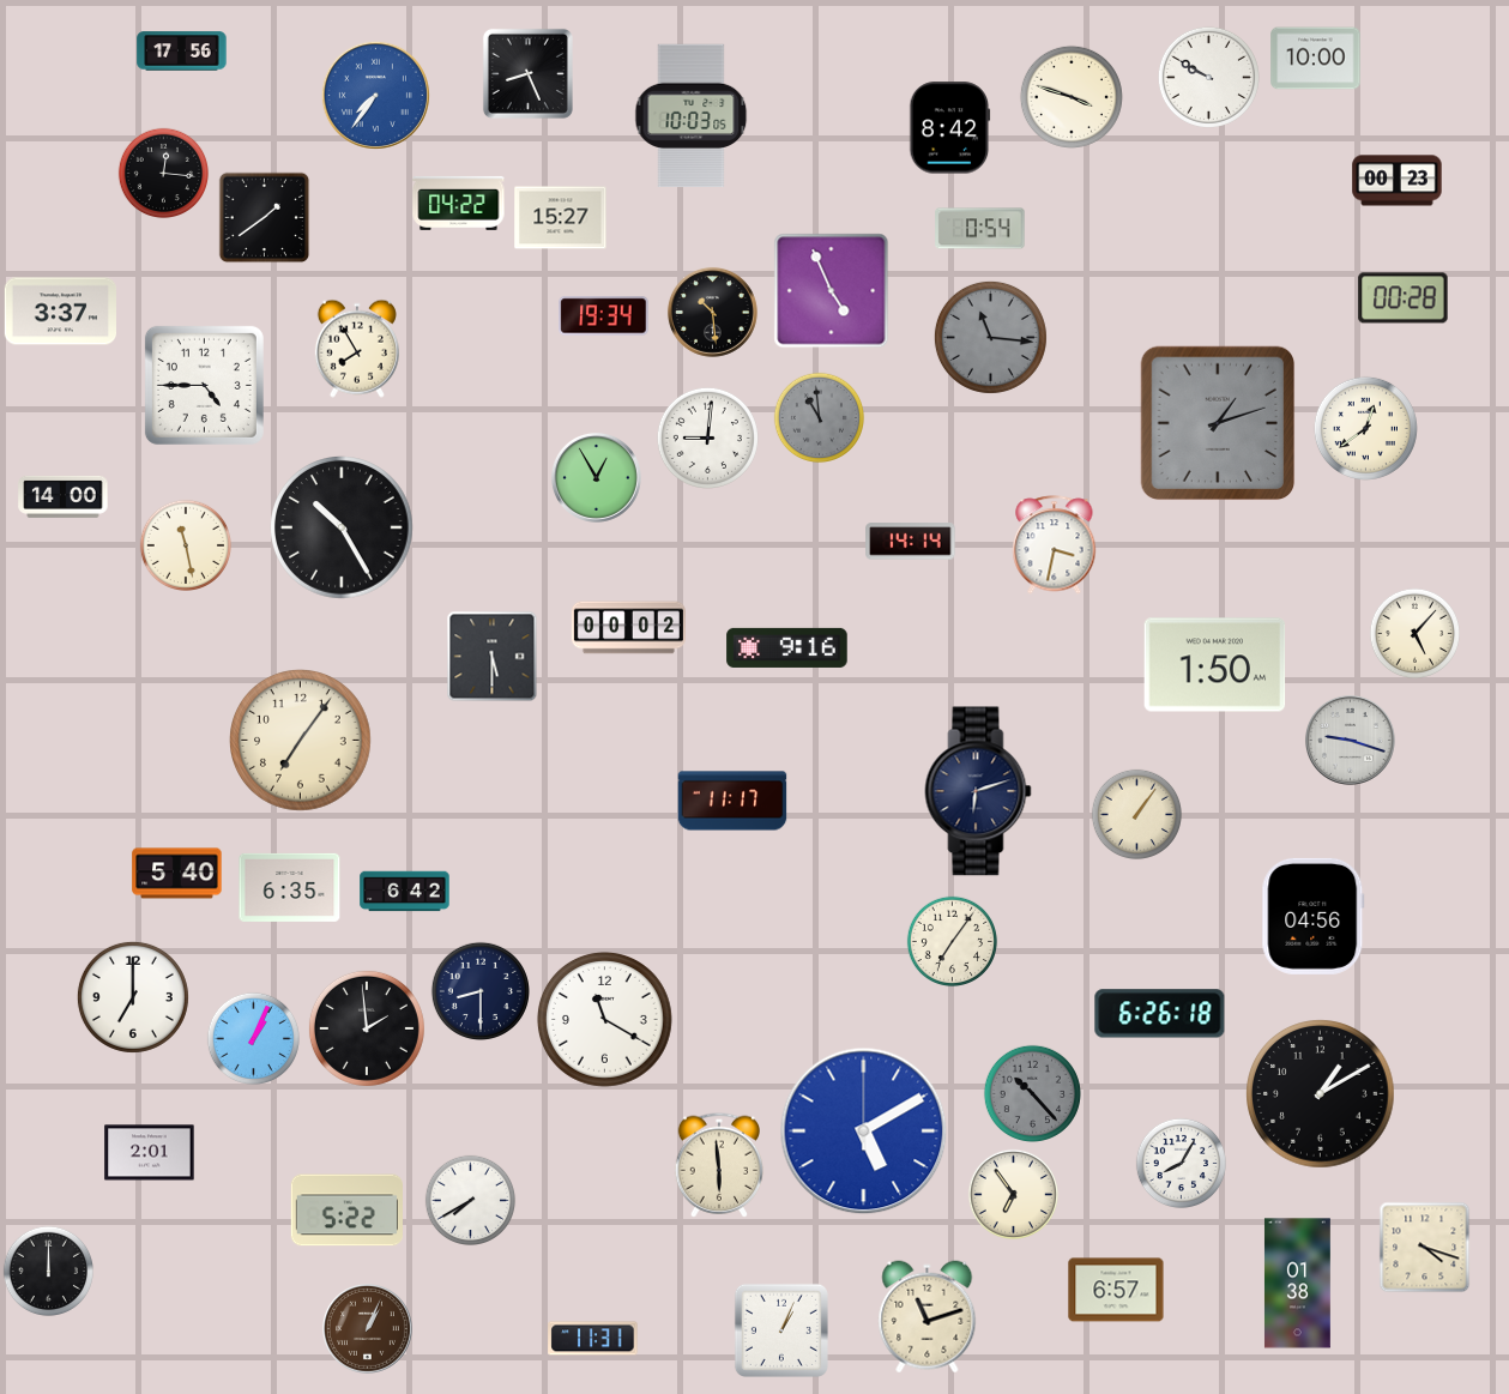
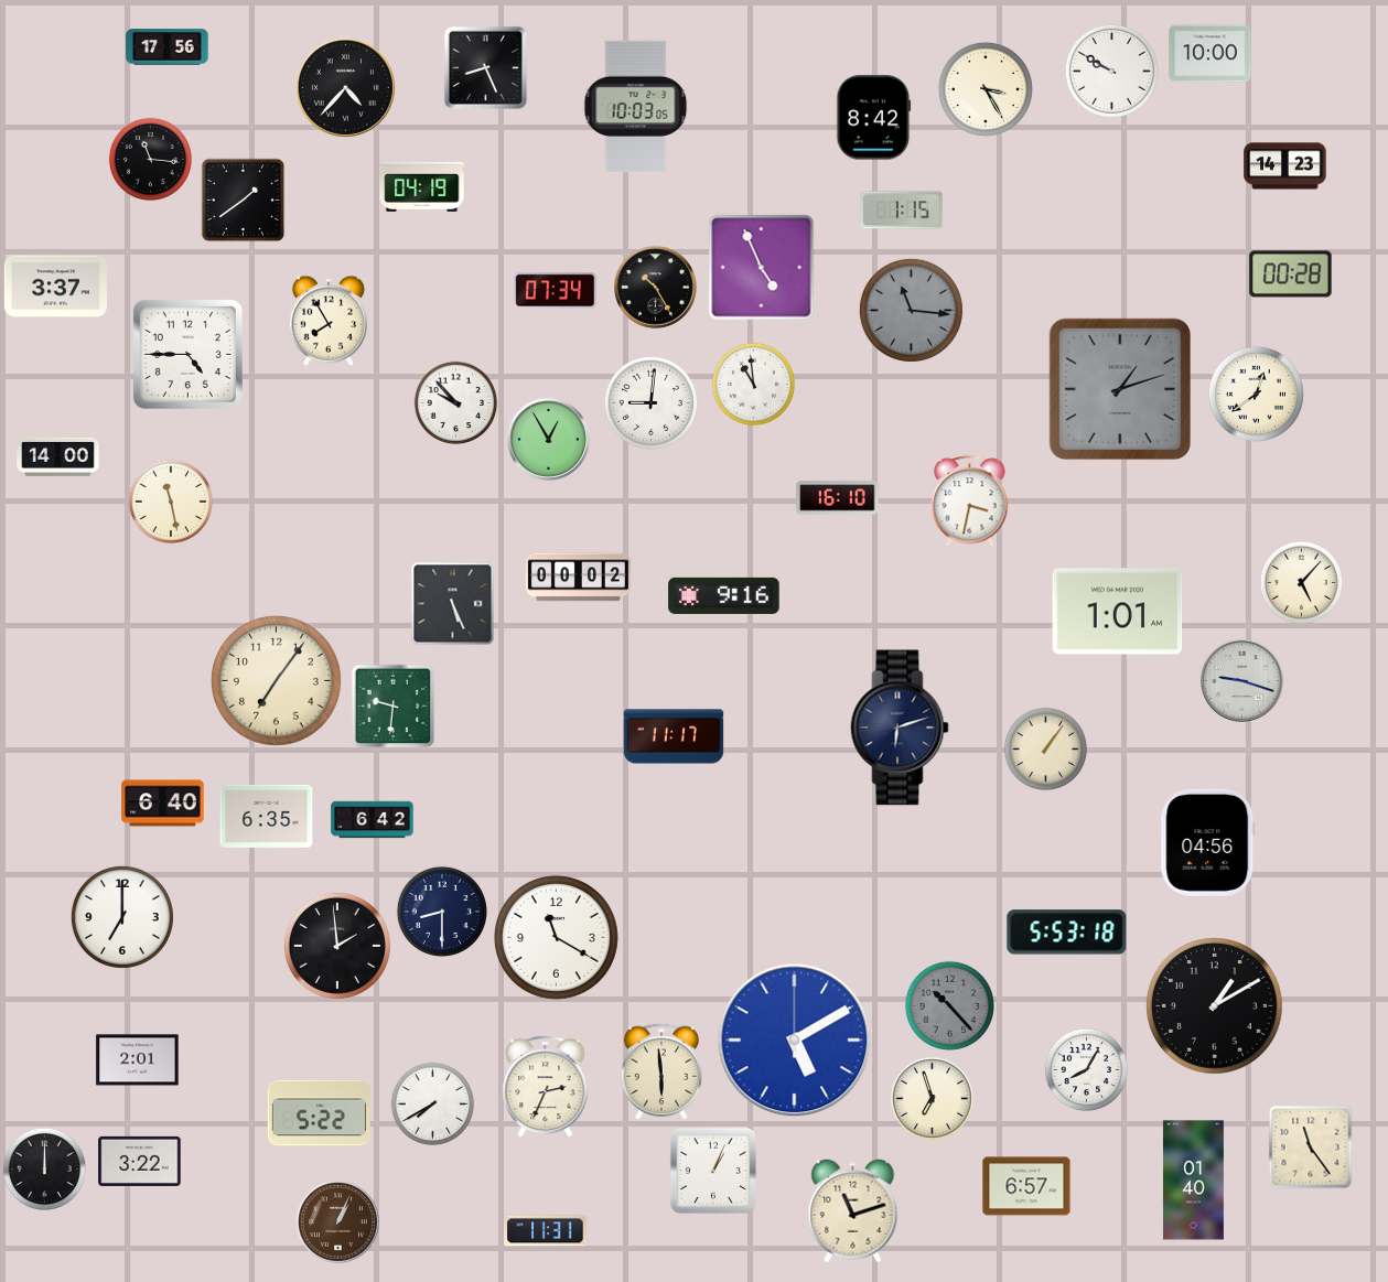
clock at (375, 95): 7:36 -> 4:37
clock at (375, 95) dial: blue -> black
clock at (1072, 97): 3:48 -> 3:25
clock at (164, 174): 12:16 -> 11:16
clock at (1398, 181): 00:23 -> 14:23
clock at (459, 203): 04:22 -> 04:19
clock at (561, 218): 15:27 -> none
clock at (980, 229): 0:54 -> 1:15
clock at (832, 291) position: (832, 291) -> (762, 268)
clock at (712, 312): 10:29 -> 10:25
clock at (604, 316): 19:34 -> 07:34
clock at (820, 418) dial: grey -> white
clock at (456, 403): none -> 9:53
clock at (343, 529): 10:25 -> none
clock at (911, 542): 14:14 -> 16:10
clock at (493, 657): 5:30 -> 5:26
clock at (1215, 665): 1:50 -> 1:01
clock at (394, 707): none -> 9:31
clock at (177, 874): 5:40 -> 6:40
clock at (953, 942): 7:06 -> none
clock at (1160, 1014): 6:26 -> 5:53
clock at (253, 1038): 1:04 -> none
clock at (546, 1087): none -> 2:34
clock at (1014, 1195): 6:54 -> 6:57
clock at (1425, 1248): 4:18 -> 11:24
clock at (140, 1161): none -> 3:22
clock at (1297, 1284): 01:38 -> 01:40
clock at (781, 1330) position: (781, 1330) -> (713, 1171)
